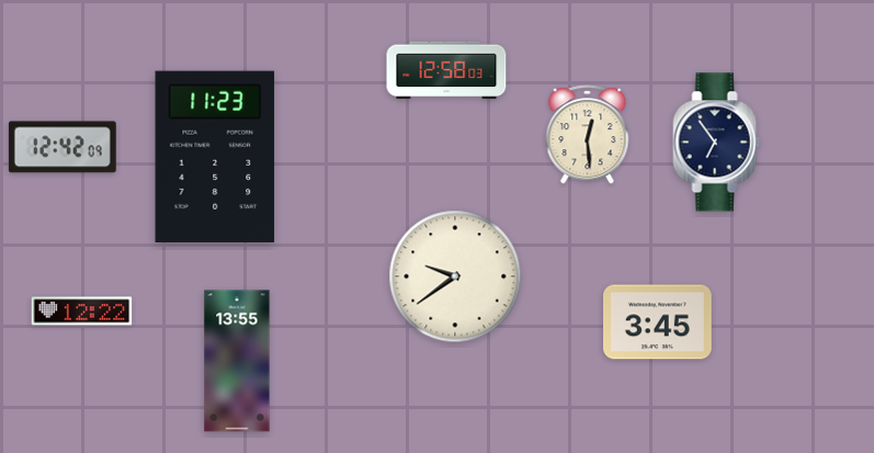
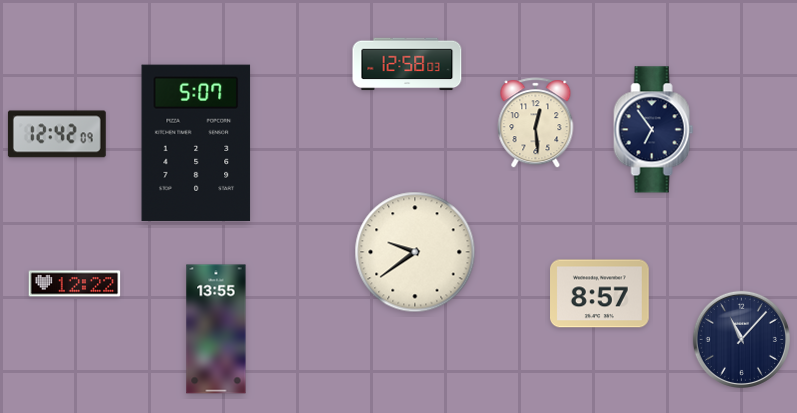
clock at (215, 157): 11:23 -> 5:07
clock at (658, 322): 3:45 -> 8:57
clock at (741, 339): none -> 11:07
